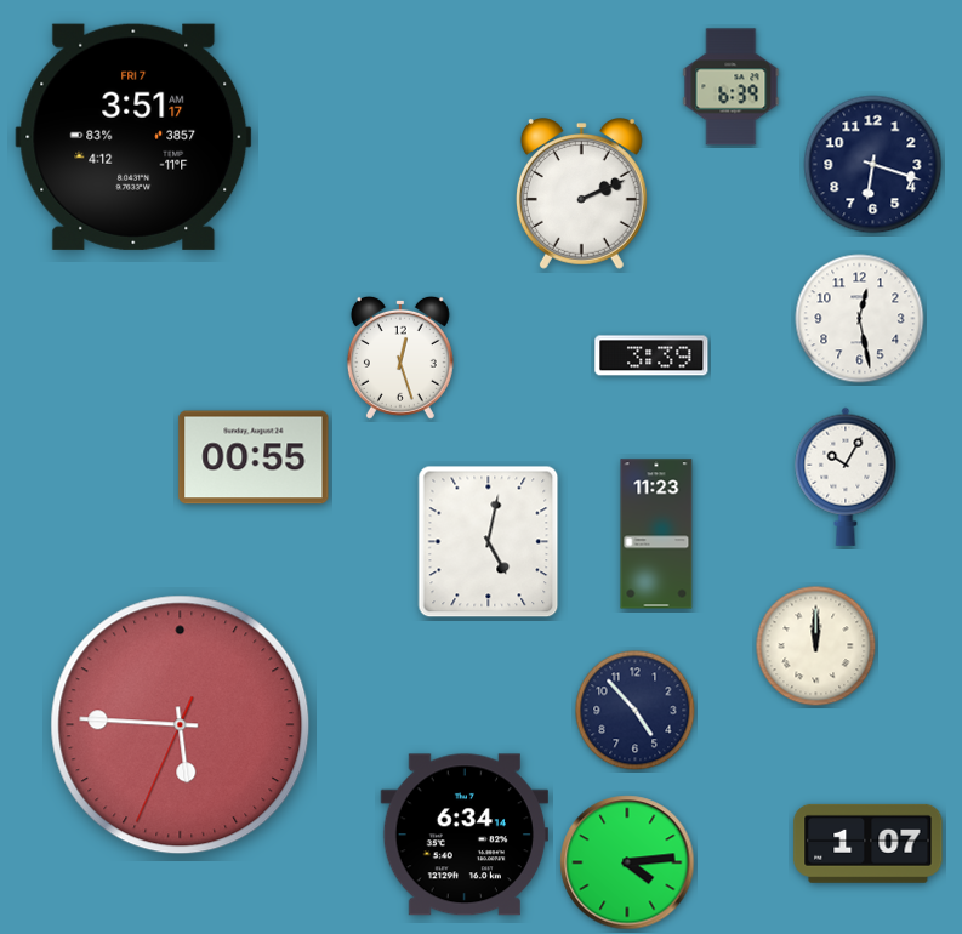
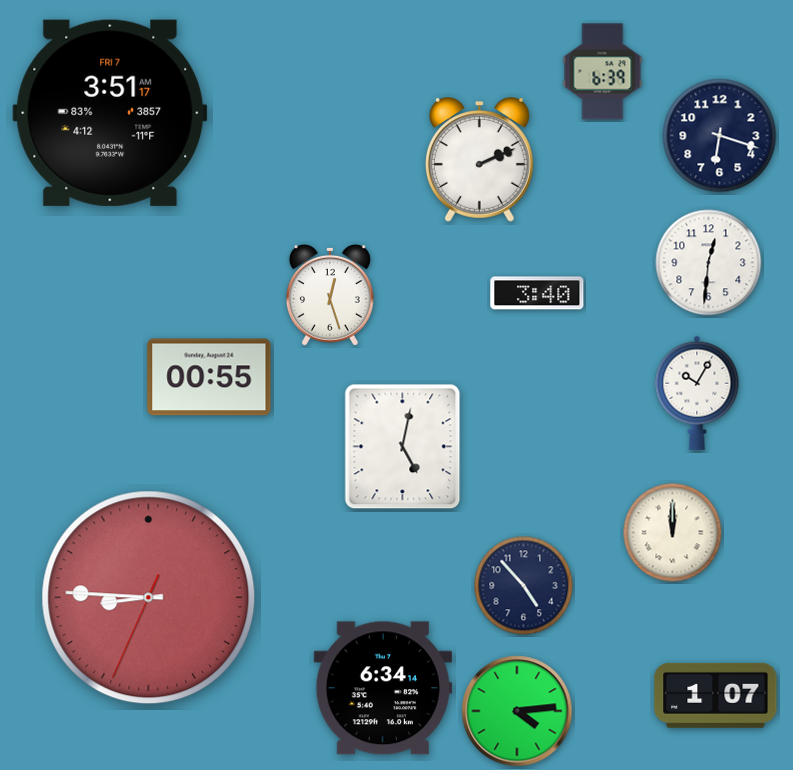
clock at (860, 319): 12:28 -> 12:31
clock at (651, 355): 3:39 -> 3:40
clock at (656, 534): 11:23 -> none
clock at (181, 725): 5:45 -> 8:45
